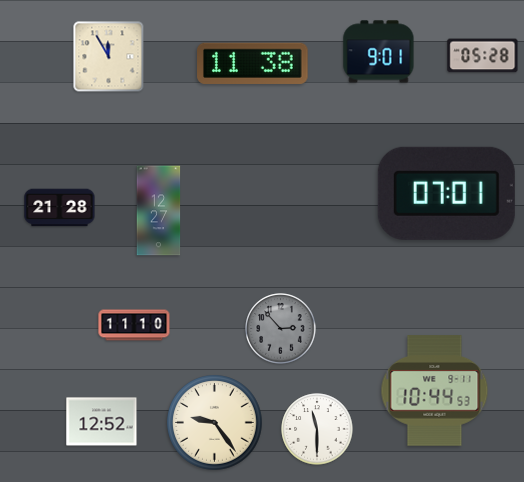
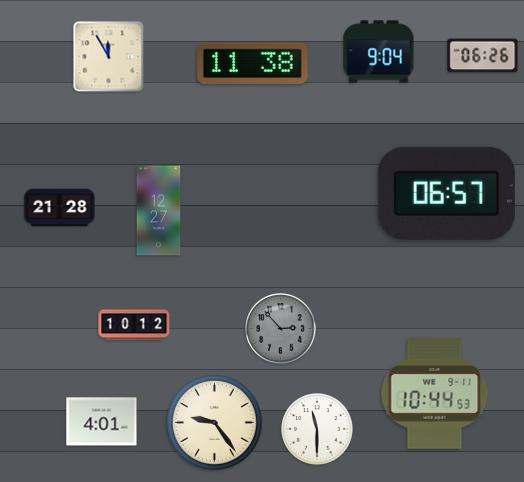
clock at (379, 52): 9:01 -> 9:04
clock at (483, 56): 05:28 -> 06:26
clock at (446, 193): 07:01 -> 06:57
clock at (134, 325): 11:10 -> 10:12
clock at (435, 391) position: (435, 391) -> (435, 394)
clock at (102, 422): 12:52 -> 4:01
